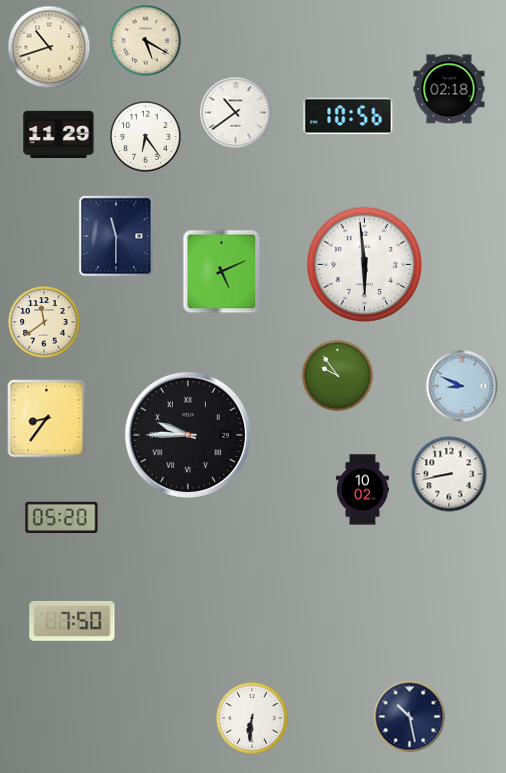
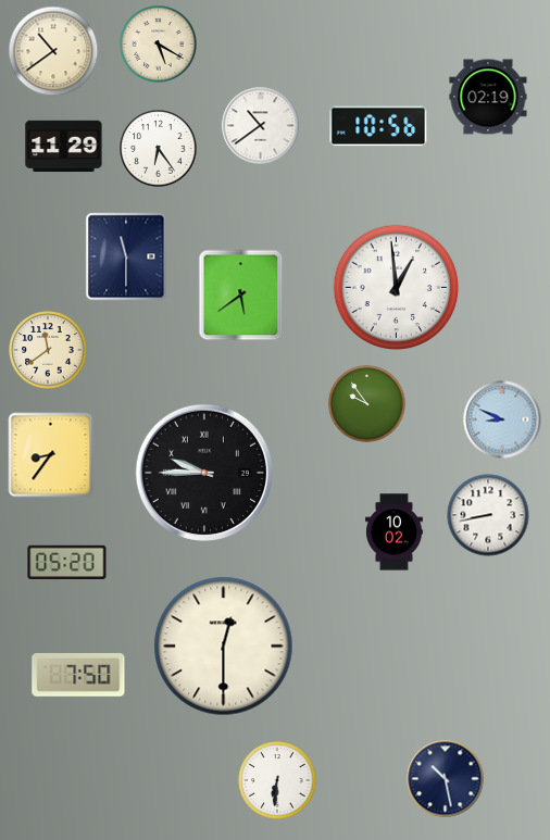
clock at (49, 47): 10:42 -> 10:39
clock at (449, 89): 02:18 -> 02:19
clock at (236, 113) position: (236, 113) -> (261, 126)
clock at (365, 265): 5:59 -> 12:59
clock at (222, 272): 5:11 -> 5:39
clock at (338, 376) position: (338, 376) -> (367, 404)
clock at (224, 647): none -> 12:30
clock at (252, 718) position: (252, 718) -> (277, 780)
